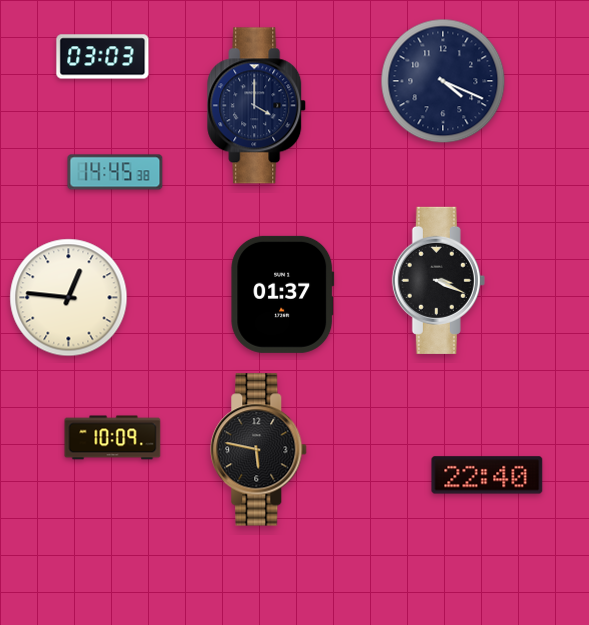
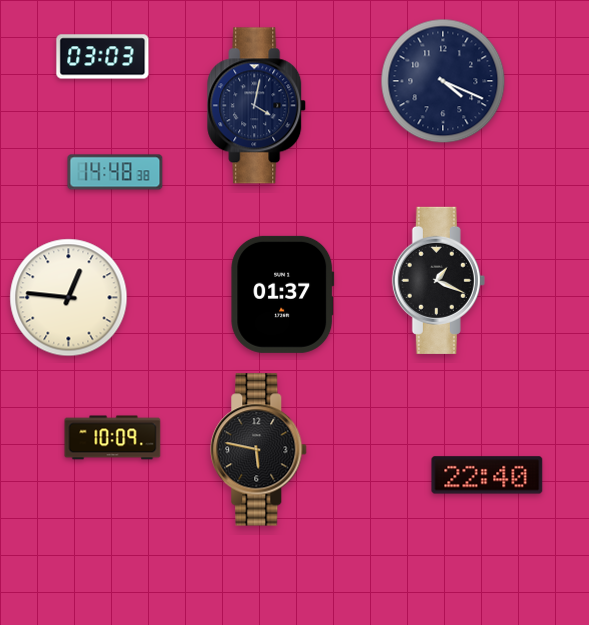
clock at (257, 106): 4:00 -> 4:02
clock at (115, 172): 14:45 -> 14:48
clock at (438, 280): 3:19 -> 1:19
